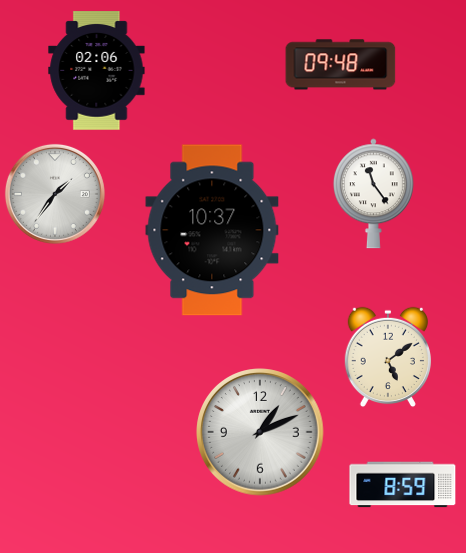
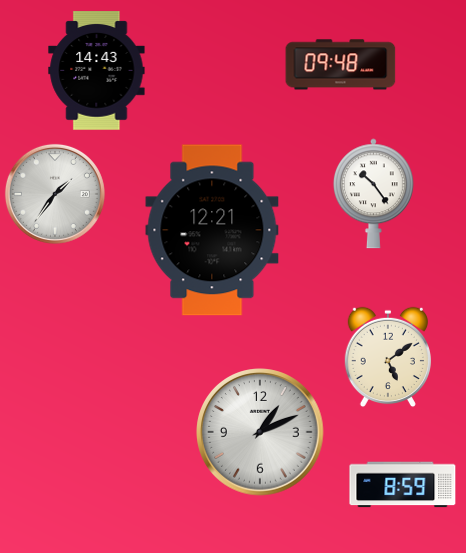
clock at (97, 71): 02:06 -> 14:43
clock at (373, 194): 11:24 -> 10:24
clock at (212, 230): 10:37 -> 12:21
